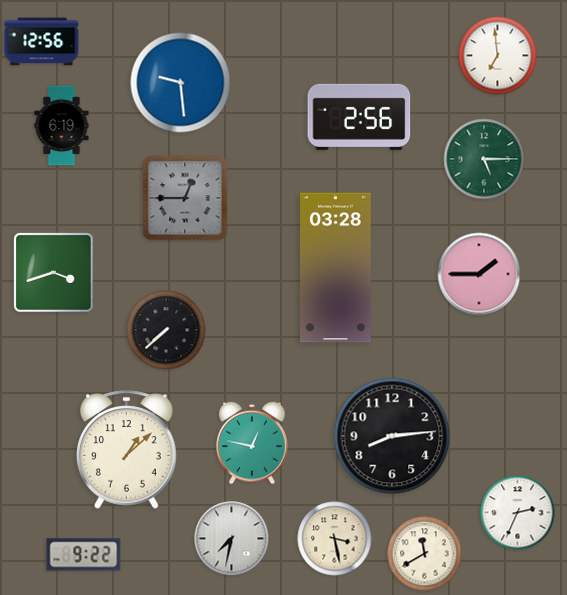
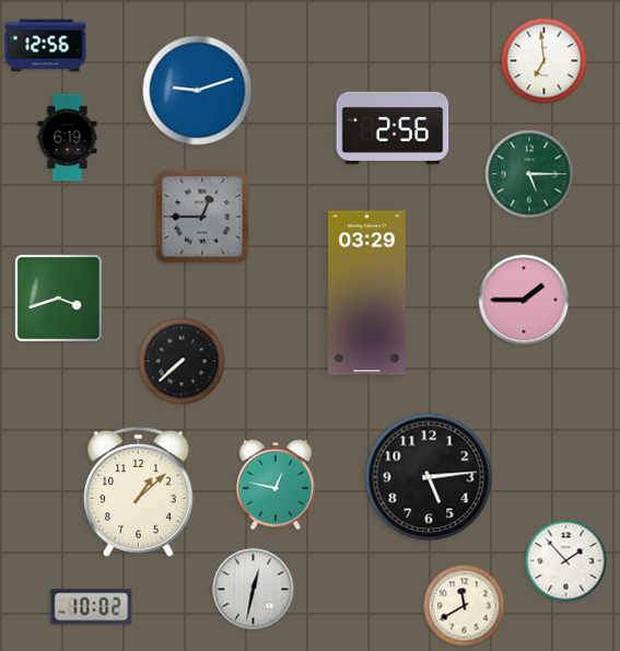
clock at (181, 83): 9:29 -> 9:12
clock at (336, 268): 03:28 -> 03:29
clock at (392, 436): 8:14 -> 5:14
clock at (518, 513): 2:34 -> 1:53
clock at (232, 539): 7:32 -> 12:32
clock at (335, 539): 3:28 -> none
clock at (84, 555): 9:22 -> 10:02
